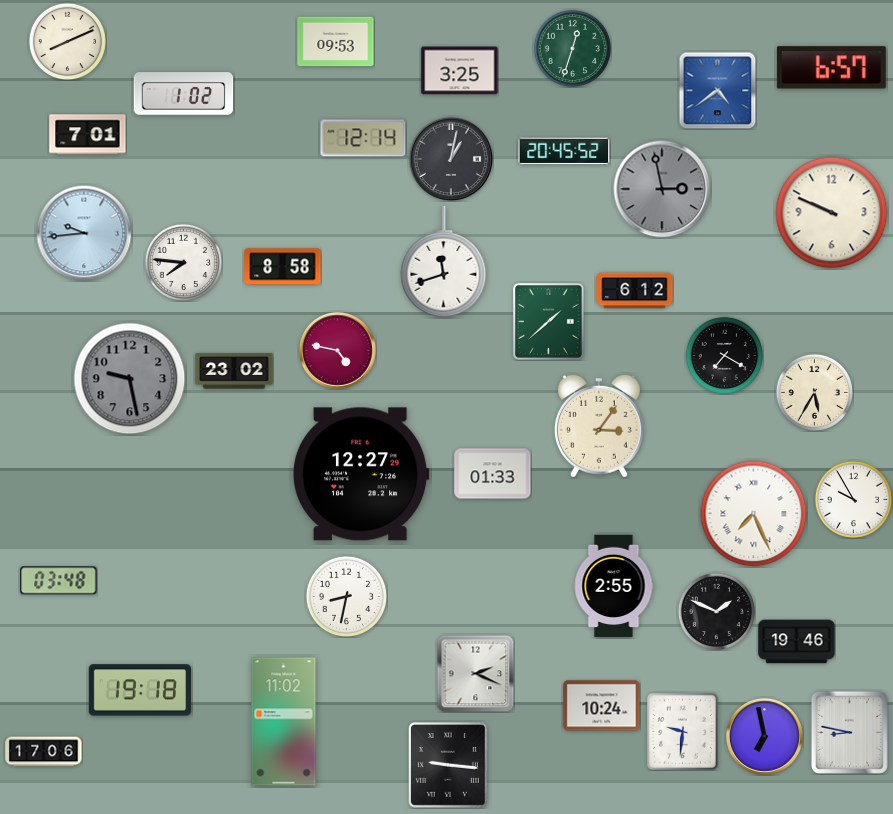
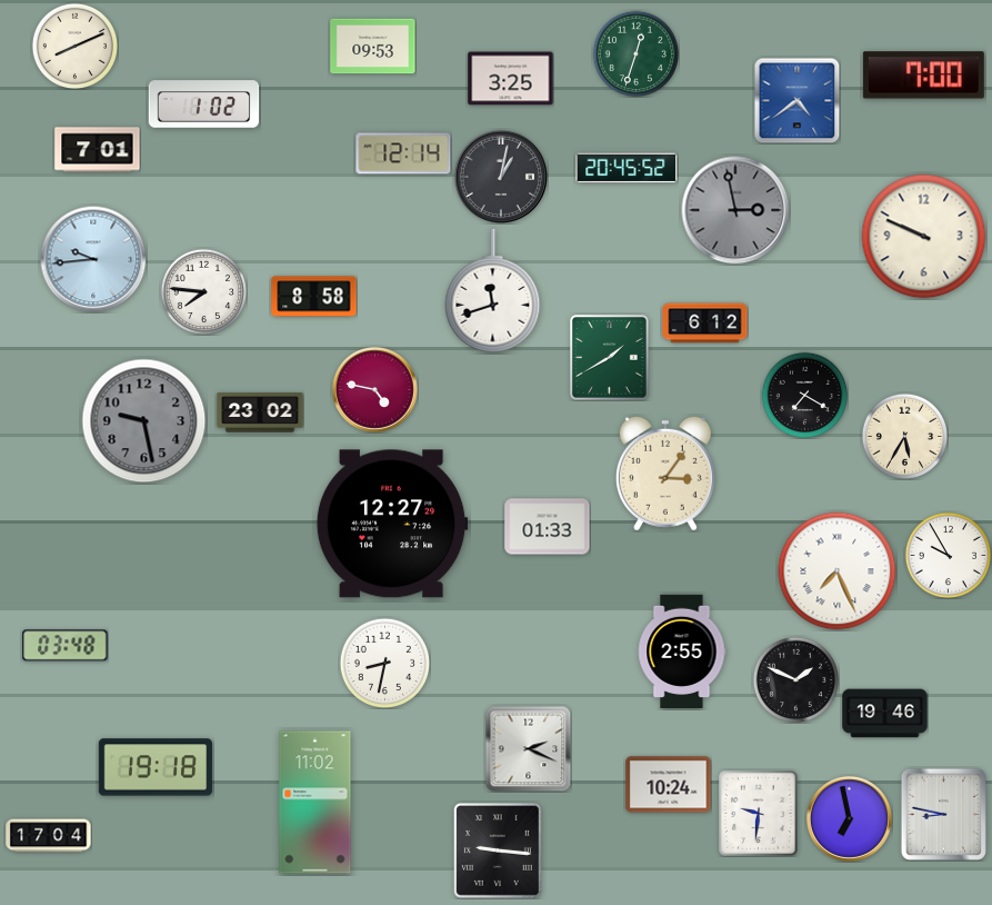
clock at (831, 68): 6:57 -> 7:00
clock at (548, 321): 1:38 -> 1:40
clock at (361, 474) position: (361, 474) -> (392, 524)
clock at (44, 752): 17:06 -> 17:04
